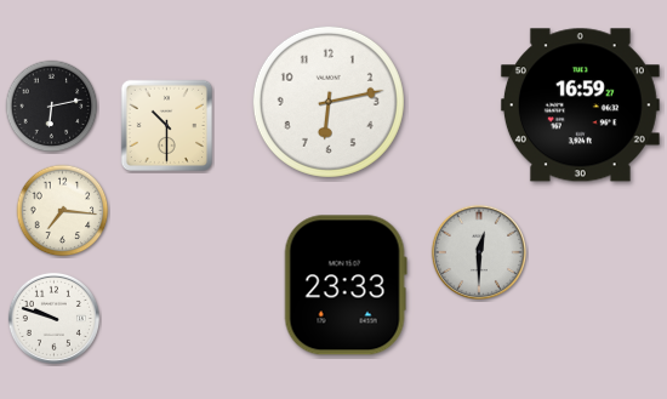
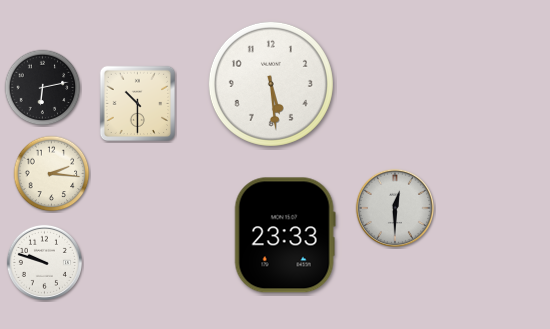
clock at (329, 102): 6:13 -> 5:29
clock at (580, 106): 16:59 -> none
clock at (63, 211): 7:16 -> 2:16
